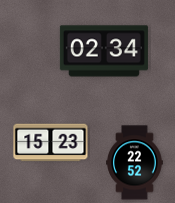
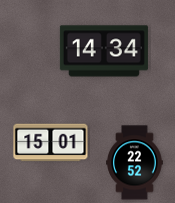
clock at (104, 51): 02:34 -> 14:34
clock at (51, 143): 15:23 -> 15:01
